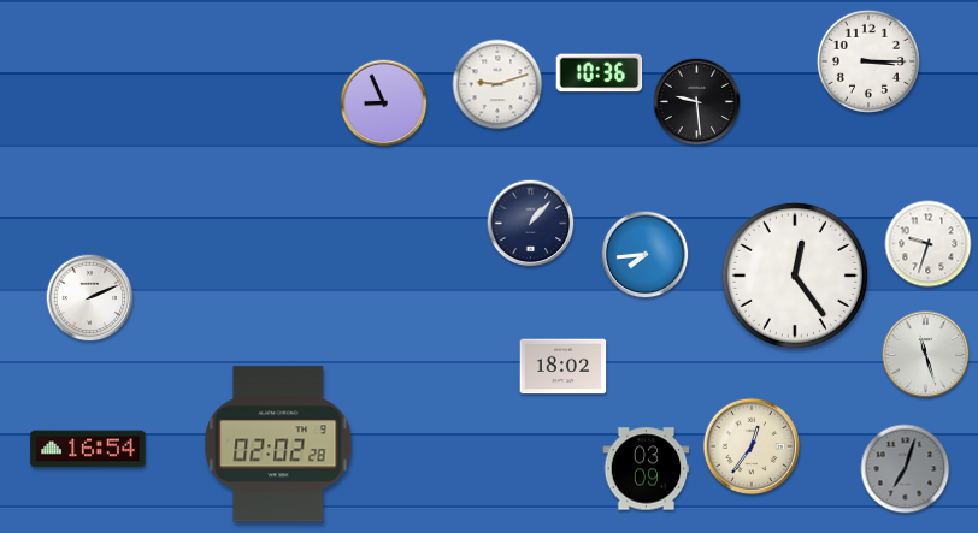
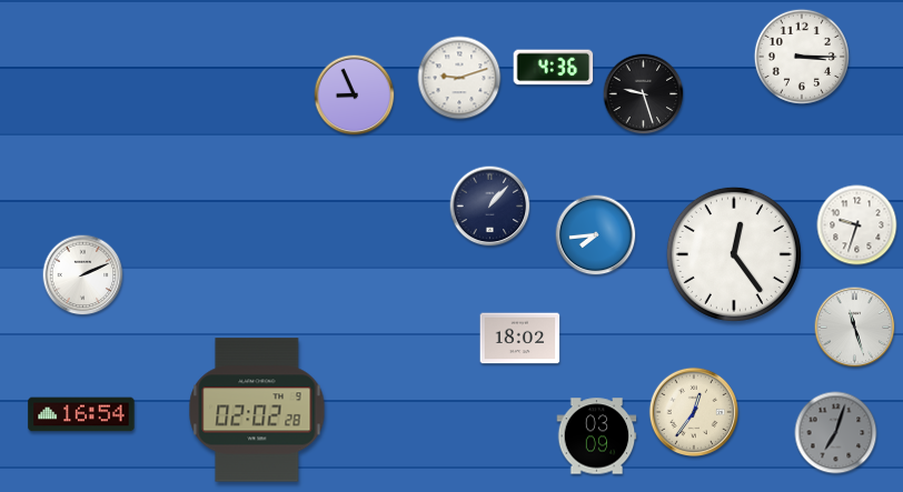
clock at (600, 73): 10:36 -> 4:36
clock at (697, 102): 9:29 -> 9:27
clock at (647, 469) position: (647, 469) -> (597, 436)
